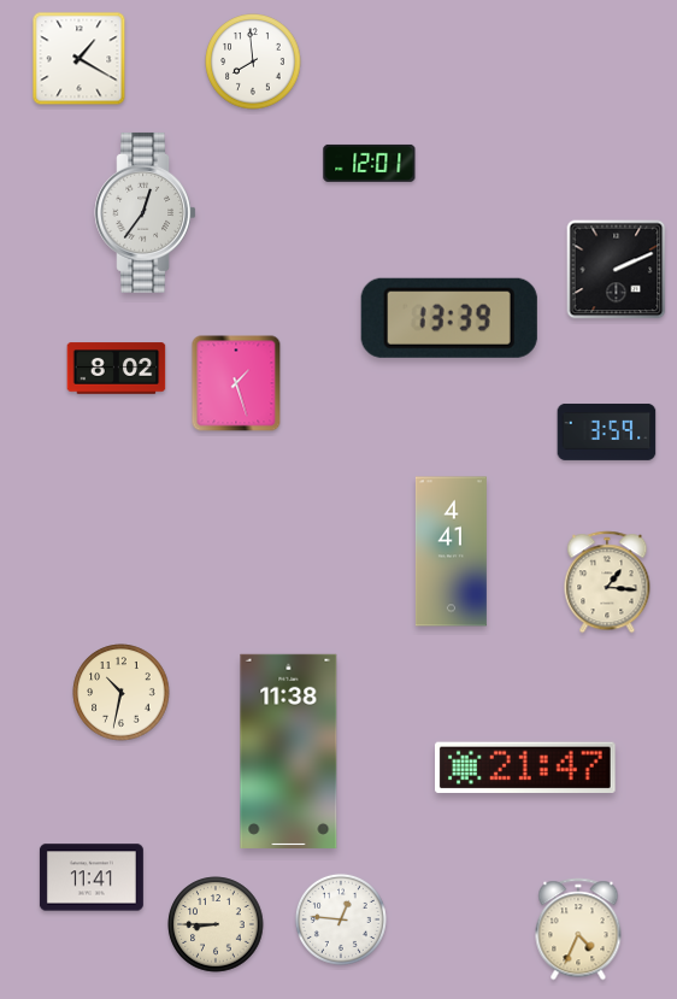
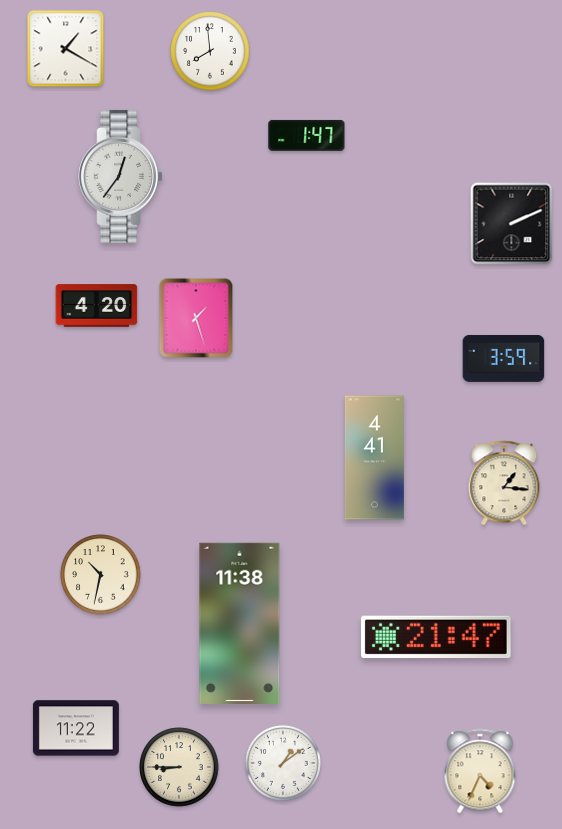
clock at (370, 163): 12:01 -> 1:47
clock at (449, 318): 13:39 -> none
clock at (117, 369): 8:02 -> 4:20
clock at (92, 877): 11:41 -> 11:22
clock at (341, 919): 12:46 -> 1:09
